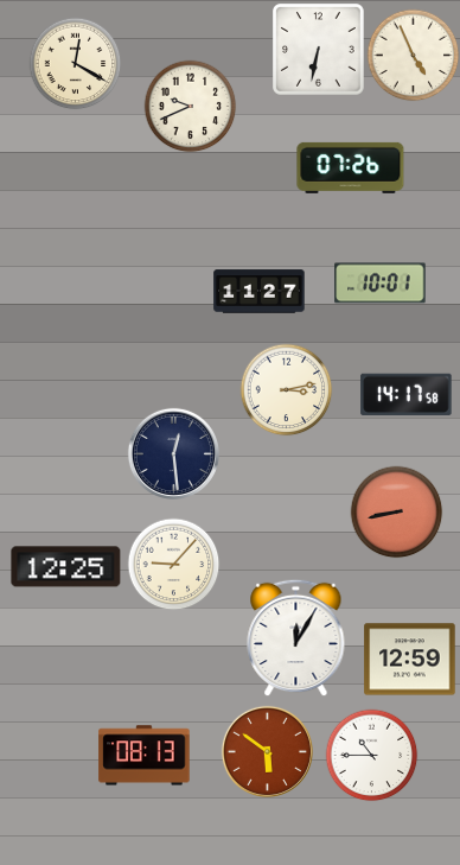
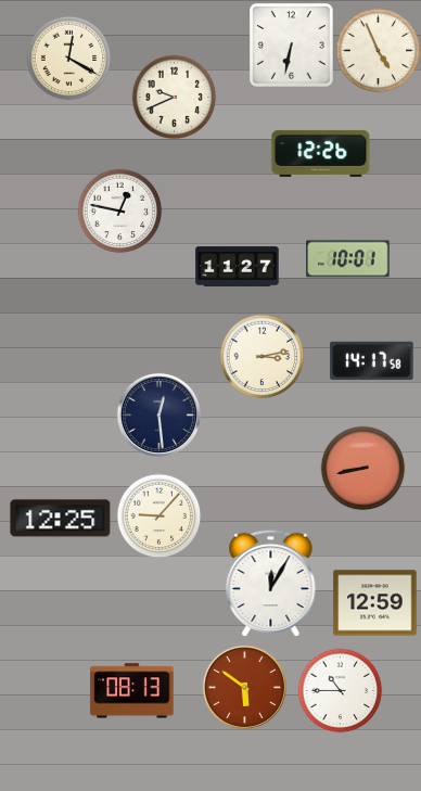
clock at (351, 167): 07:26 -> 12:26
clock at (119, 210): none -> 12:47
